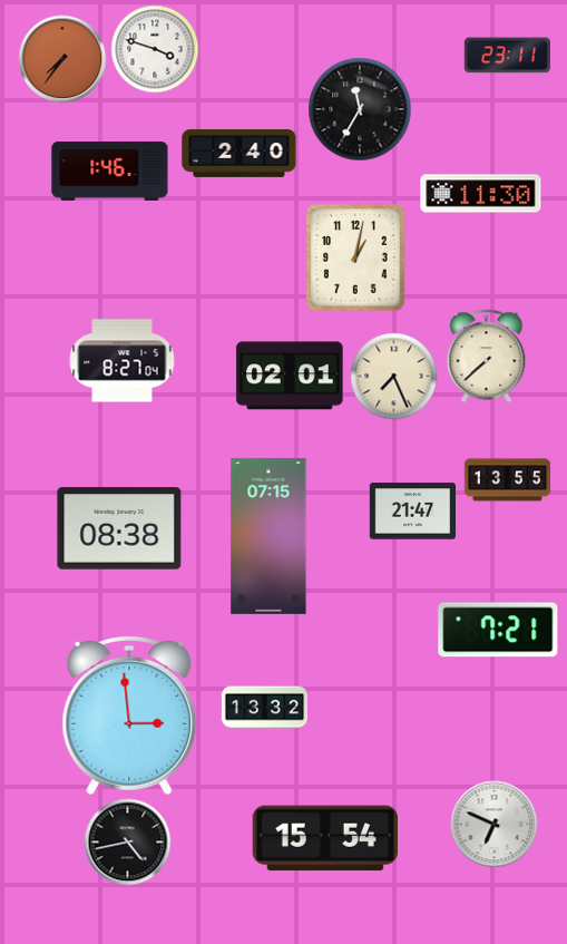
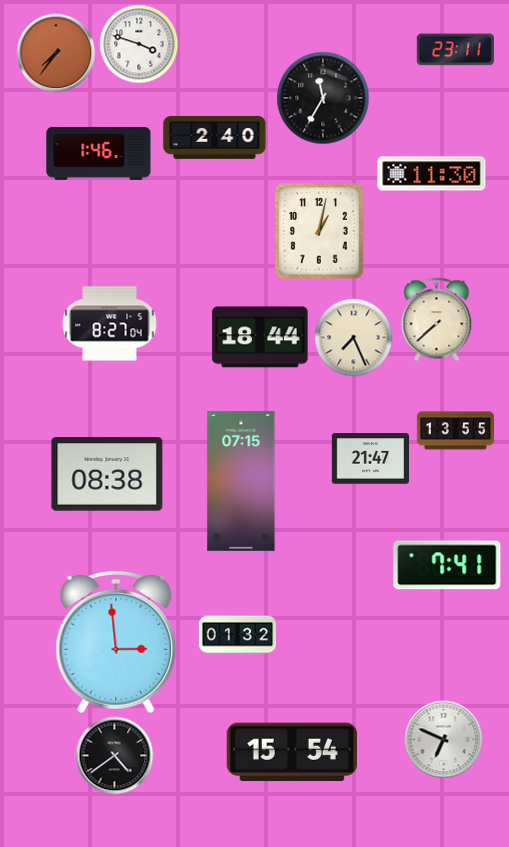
clock at (290, 376): 02:01 -> 18:44
clock at (498, 630): 7:21 -> 7:41
clock at (264, 708): 13:32 -> 01:32
clock at (127, 841): 4:43 -> 4:39
